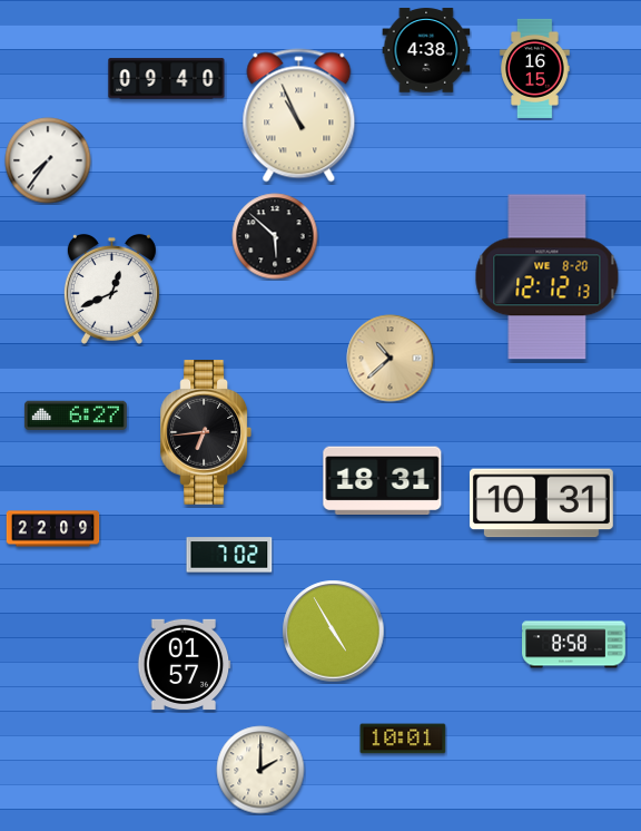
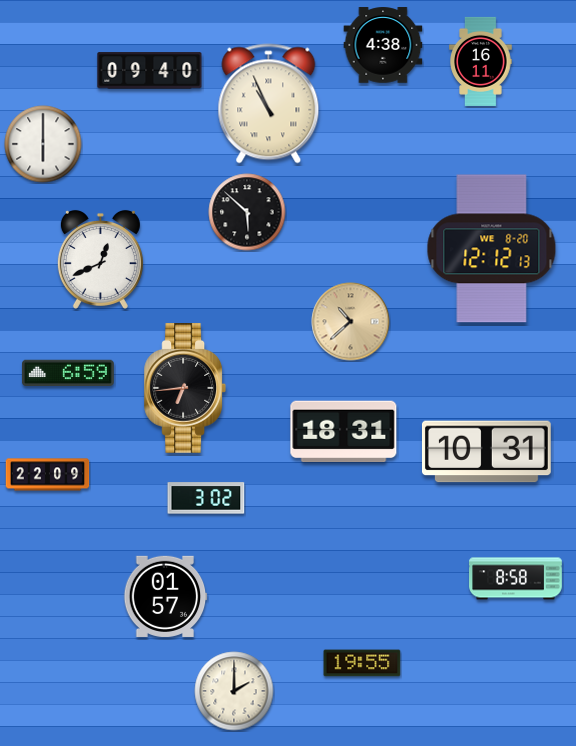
clock at (535, 68): 16:15 -> 16:11
clock at (48, 160): 7:36 -> 6:00
clock at (76, 415): 6:27 -> 6:59
clock at (229, 555): 7:02 -> 3:02
clock at (334, 632): 4:55 -> none
clock at (403, 739): 10:01 -> 19:55
